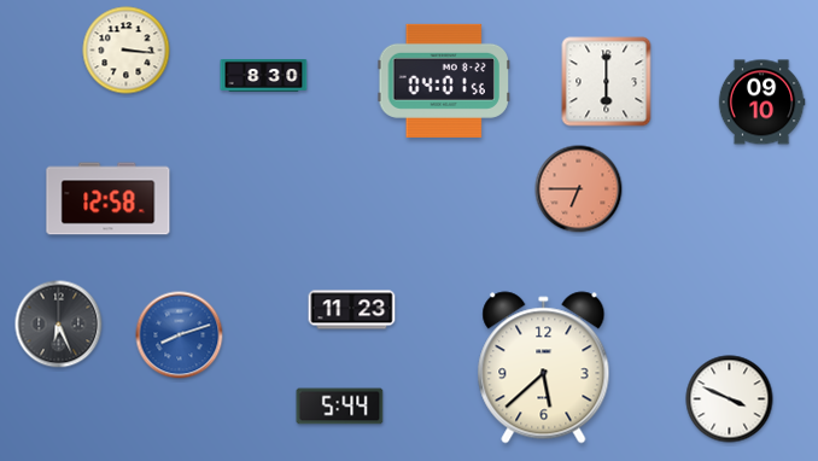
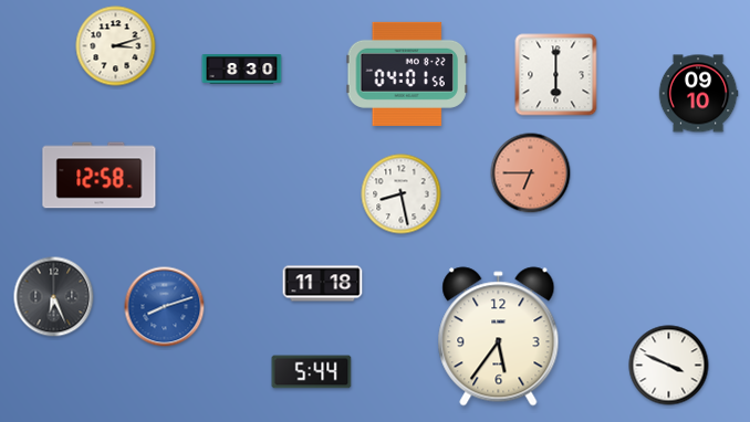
clock at (127, 51): 3:16 -> 3:12
clock at (109, 199) position: (109, 199) -> (100, 176)
clock at (402, 194): none -> 8:28
clock at (352, 310): 11:23 -> 11:18
clock at (544, 368): 5:38 -> 5:36
